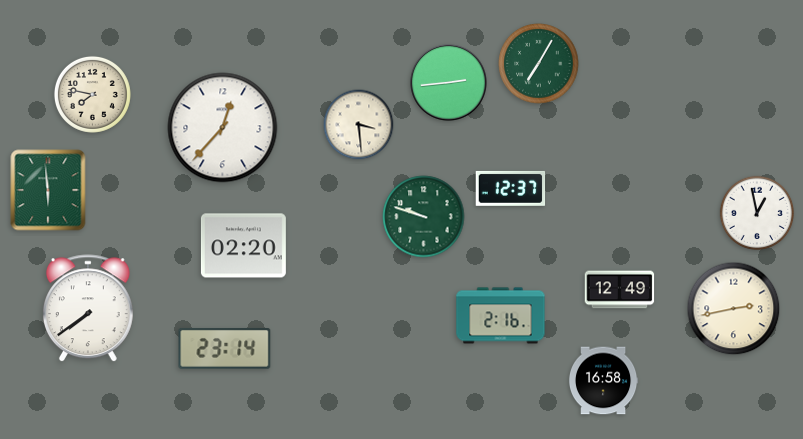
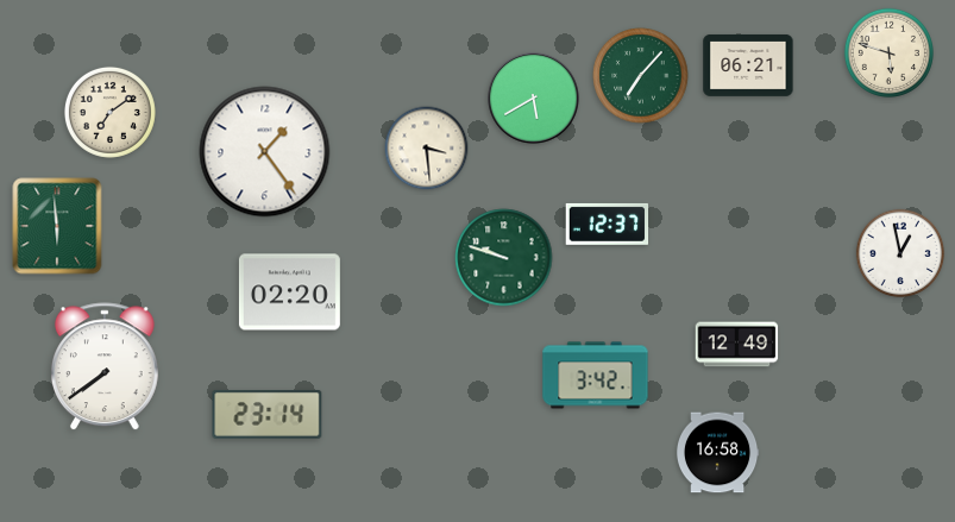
clock at (888, 52): none -> 5:48
clock at (748, 65): none -> 06:21
clock at (539, 64): 7:05 -> 7:07
clock at (449, 83): 2:44 -> 5:40
clock at (92, 94): 7:47 -> 7:09
clock at (223, 128): 12:37 -> 1:24
clock at (734, 309): 2:43 -> none
clock at (501, 316): 2:16 -> 3:42
